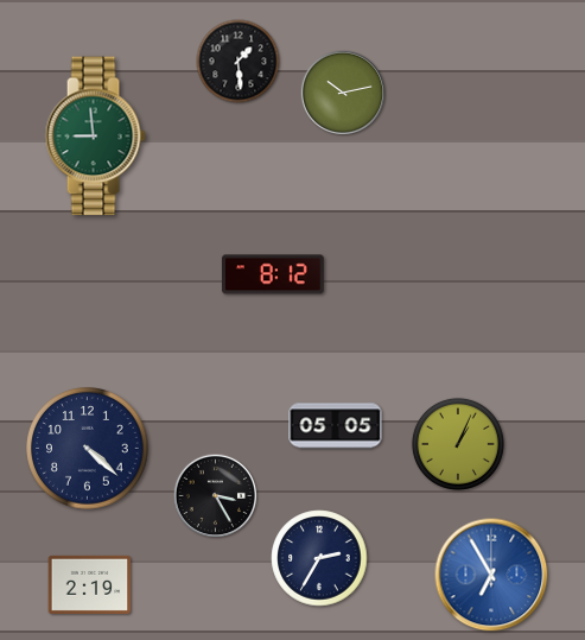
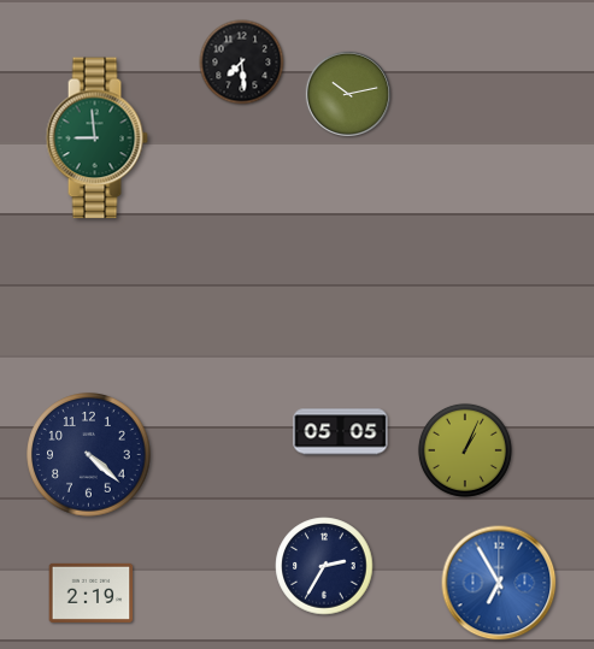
clock at (239, 62): 1:29 -> 7:29
clock at (273, 274): 8:12 -> none
clock at (216, 496): 3:25 -> none
